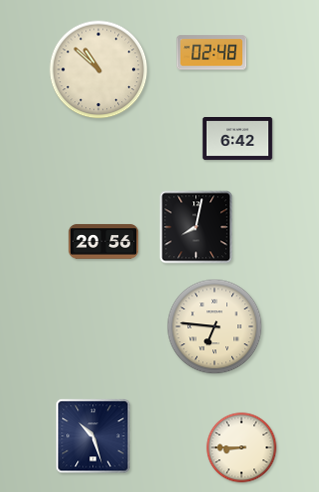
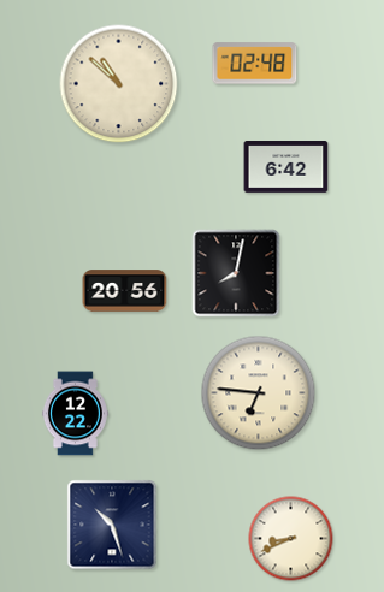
clock at (75, 414): none -> 12:22
clock at (242, 448): 8:45 -> 8:41
